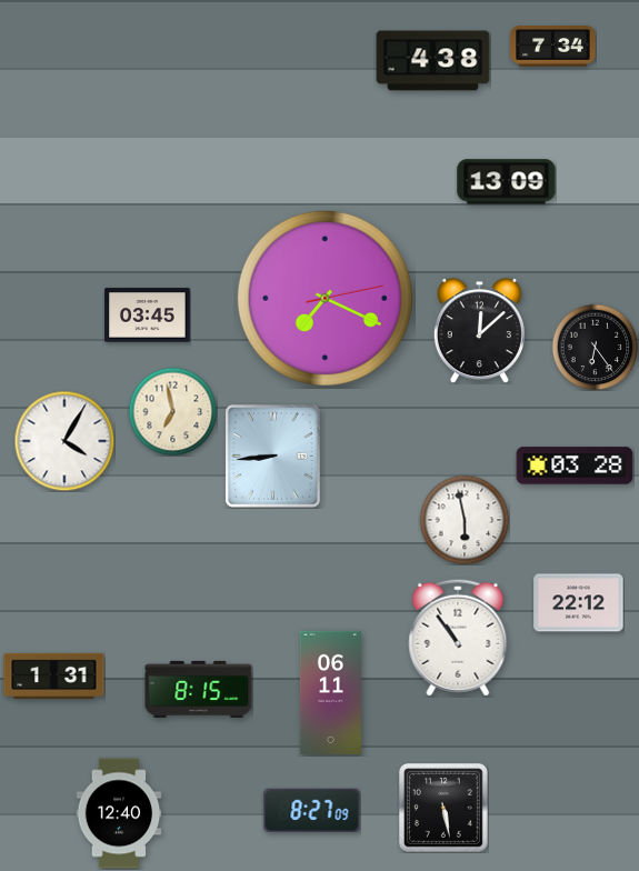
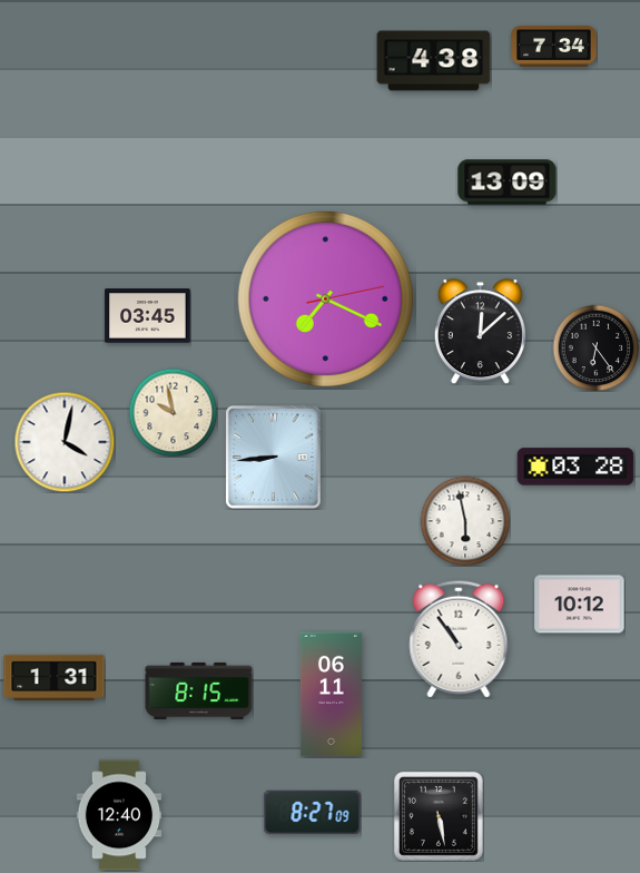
clock at (172, 411): 6:58 -> 9:58
clock at (64, 441): 4:05 -> 4:02
clock at (579, 603): 22:12 -> 10:12
clock at (443, 808) position: (443, 808) -> (439, 816)
